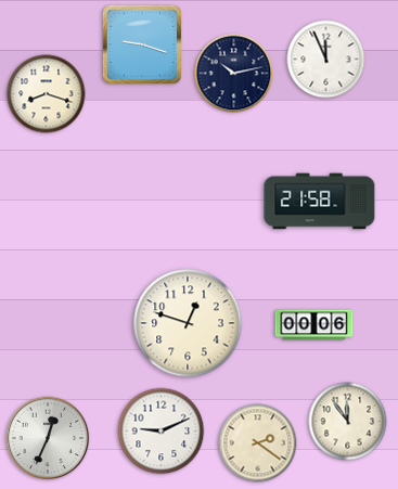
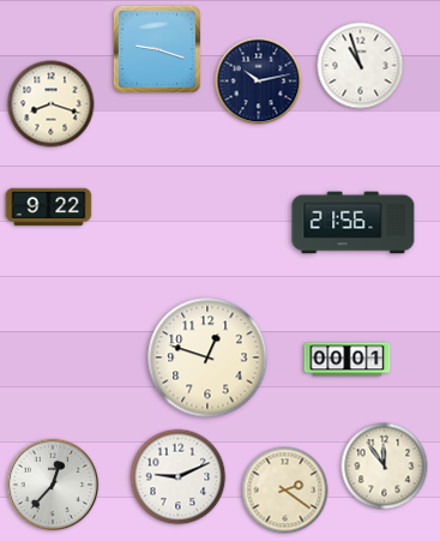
clock at (326, 60): 11:56 -> 10:57
clock at (49, 208): none -> 9:22
clock at (320, 202): 21:58 -> 21:56
clock at (314, 325): 00:06 -> 00:01
clock at (48, 438): 12:34 -> 12:37
